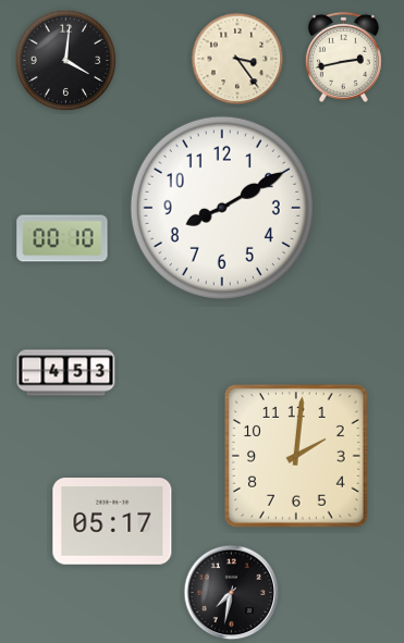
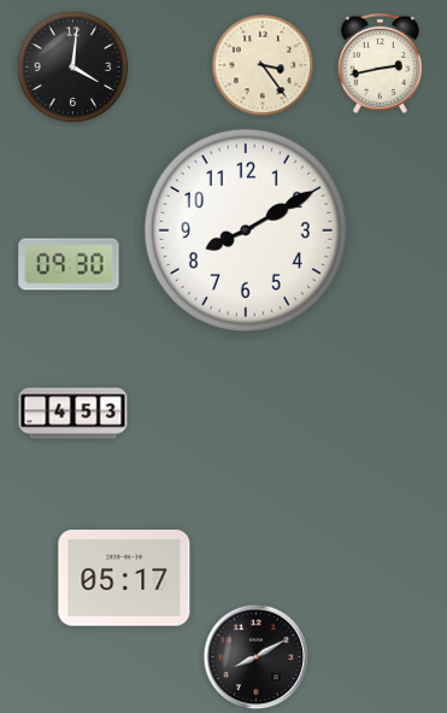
clock at (62, 238): 00:10 -> 09:30
clock at (296, 456): 2:01 -> none
clock at (232, 593): 7:32 -> 8:10
